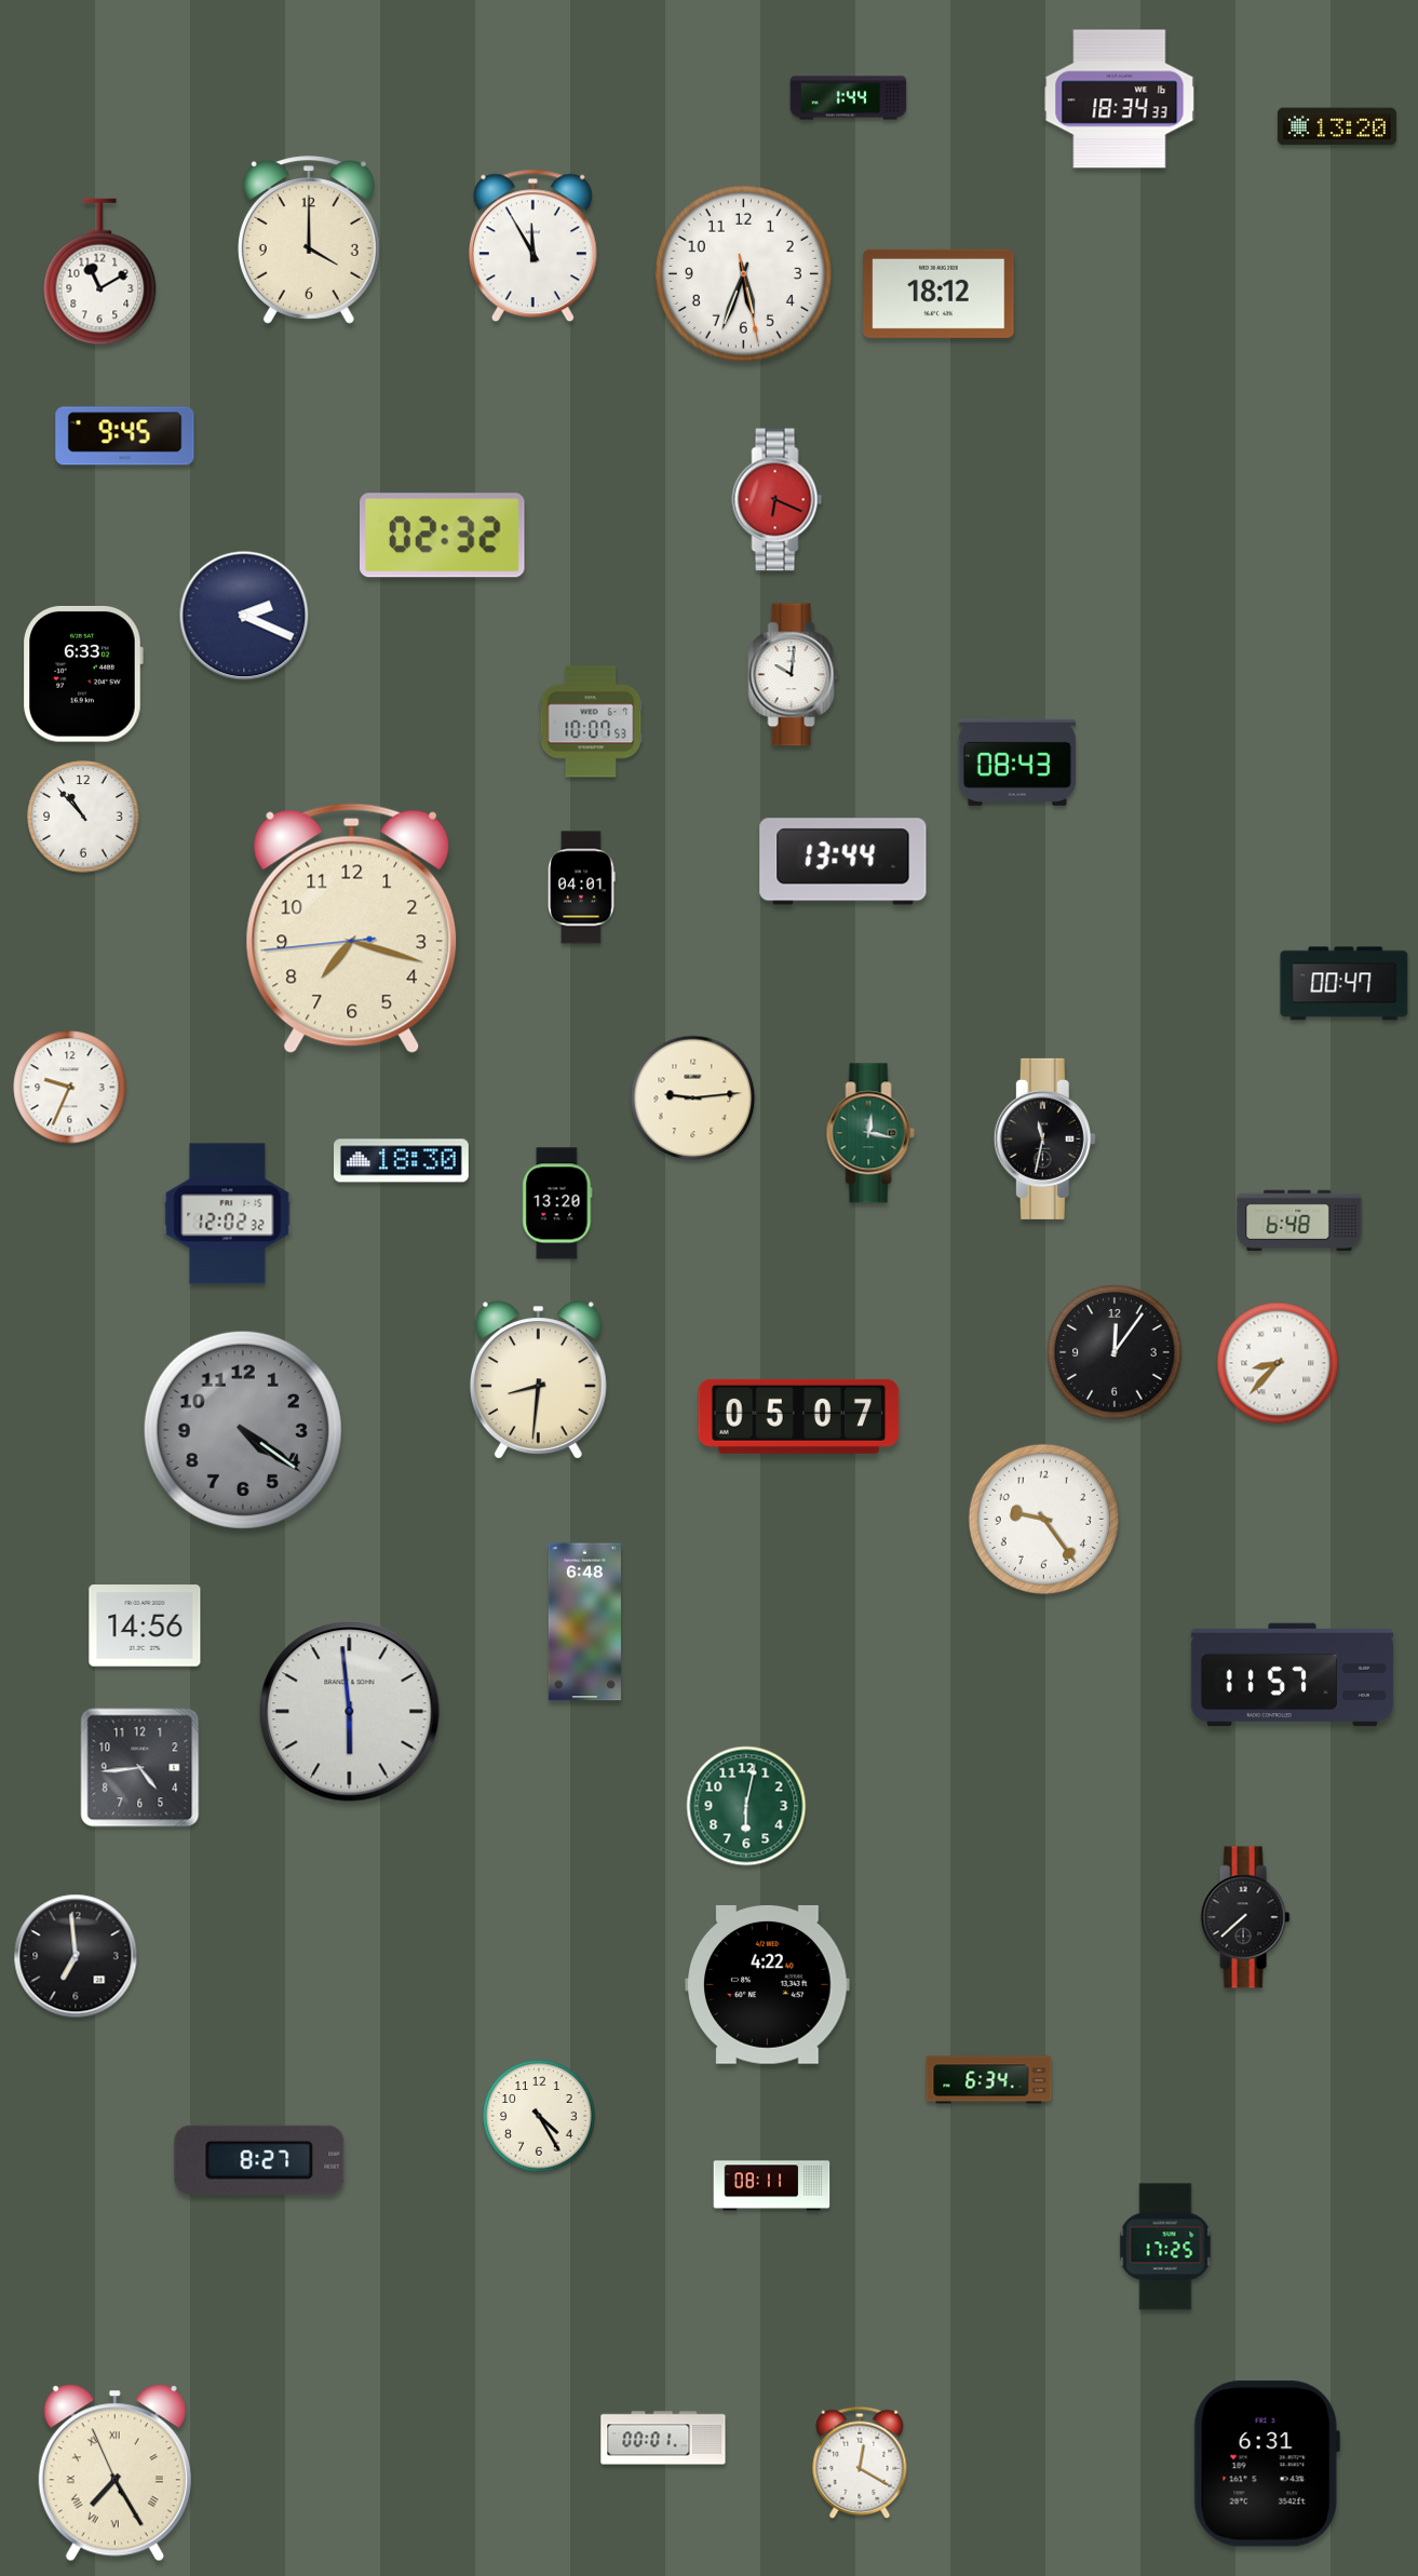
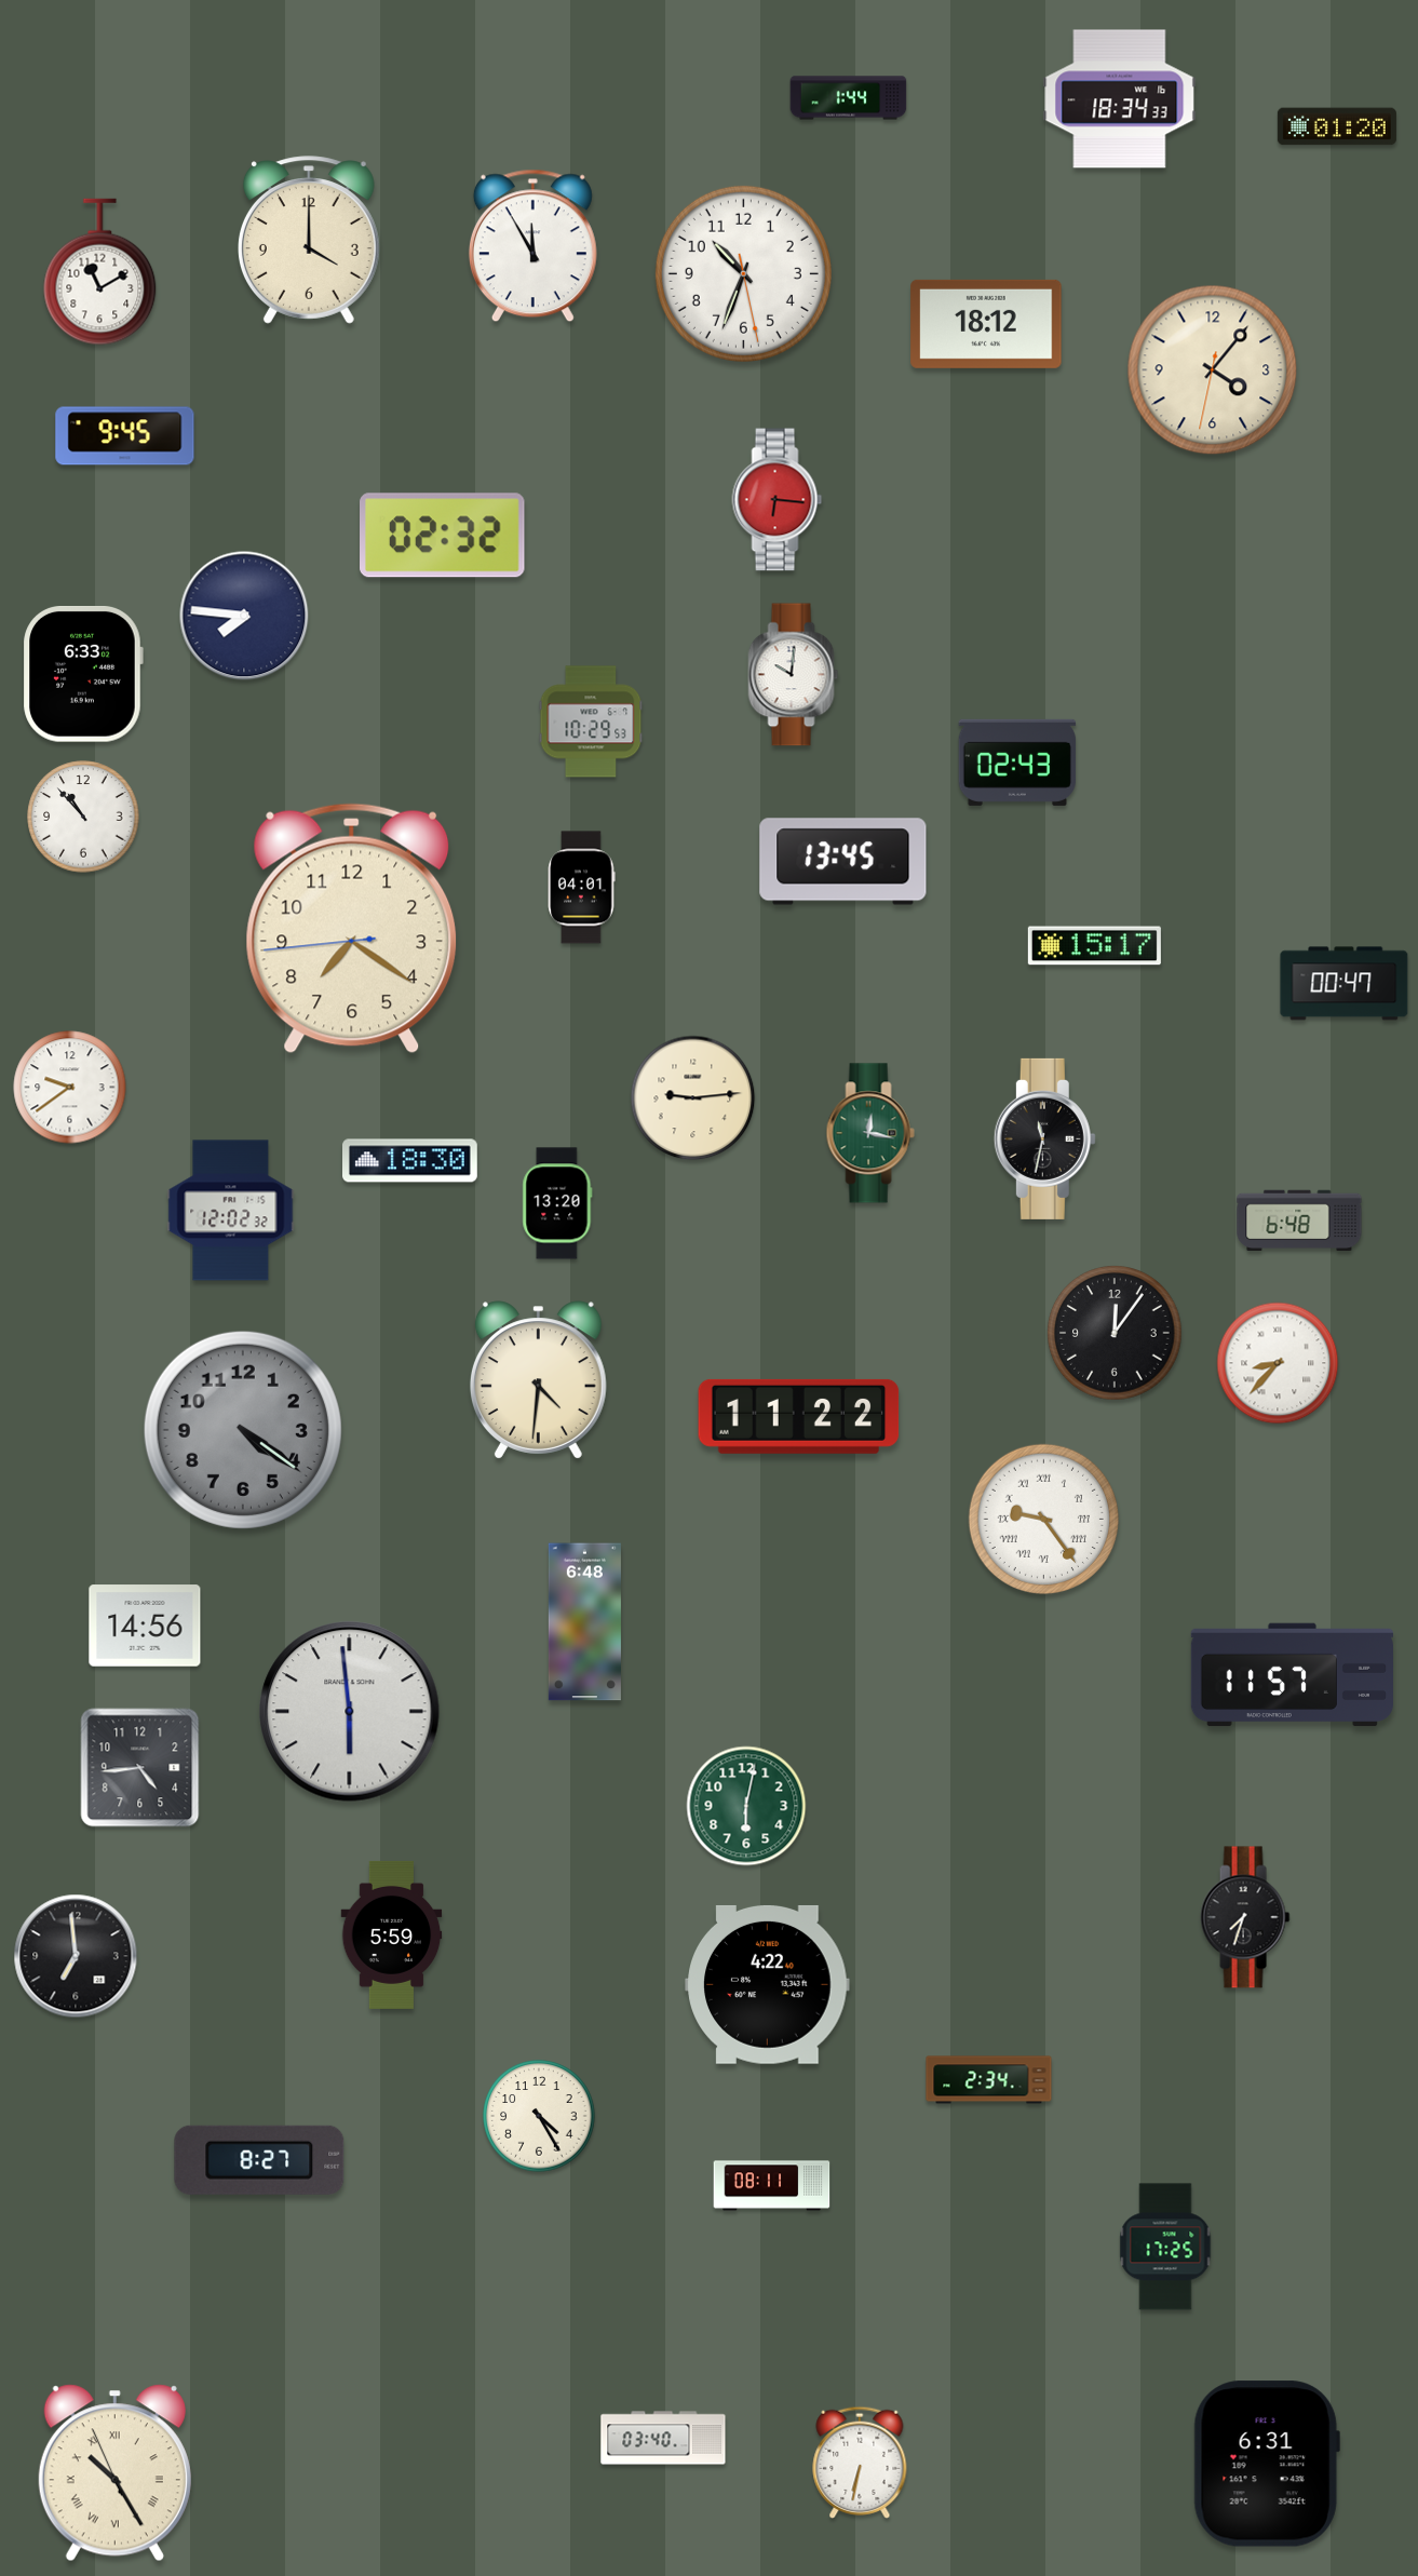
clock at (1337, 126): 13:20 -> 01:20
clock at (743, 273): 5:33 -> 10:33
clock at (938, 294) position: (938, 294) -> (986, 324)
clock at (1213, 370): none -> 4:06
clock at (778, 500): 6:19 -> 6:16
clock at (244, 616): 2:19 -> 7:46
clock at (591, 721): 10:07 -> 10:29
clock at (1017, 763): 08:43 -> 02:43
clock at (843, 862): 13:44 -> 13:45
clock at (352, 929): 7:17 -> 7:20
clock at (1094, 946): none -> 15:17
clock at (70, 1088): 9:34 -> 9:39
clock at (402, 1161) position: (402, 1161) -> (410, 1161)
clock at (228, 1214) position: (228, 1214) -> (231, 1211)
clock at (1115, 1352) position: (1115, 1352) -> (1115, 1333)
clock at (538, 1380): 8:31 -> 4:31
clock at (799, 1416): 05:07 -> 11:22
clock at (1043, 1519) numerals: Arabic -> Roman
clock at (1245, 1917): 7:38 -> 7:33
clock at (392, 1934): none -> 5:59
clock at (989, 2080): 6:34 -> 2:34
clock at (663, 2438): 00:01 -> 03:40
clock at (860, 2463): 12:20 -> 6:32
clock at (114, 2473): 7:24 -> 10:24
